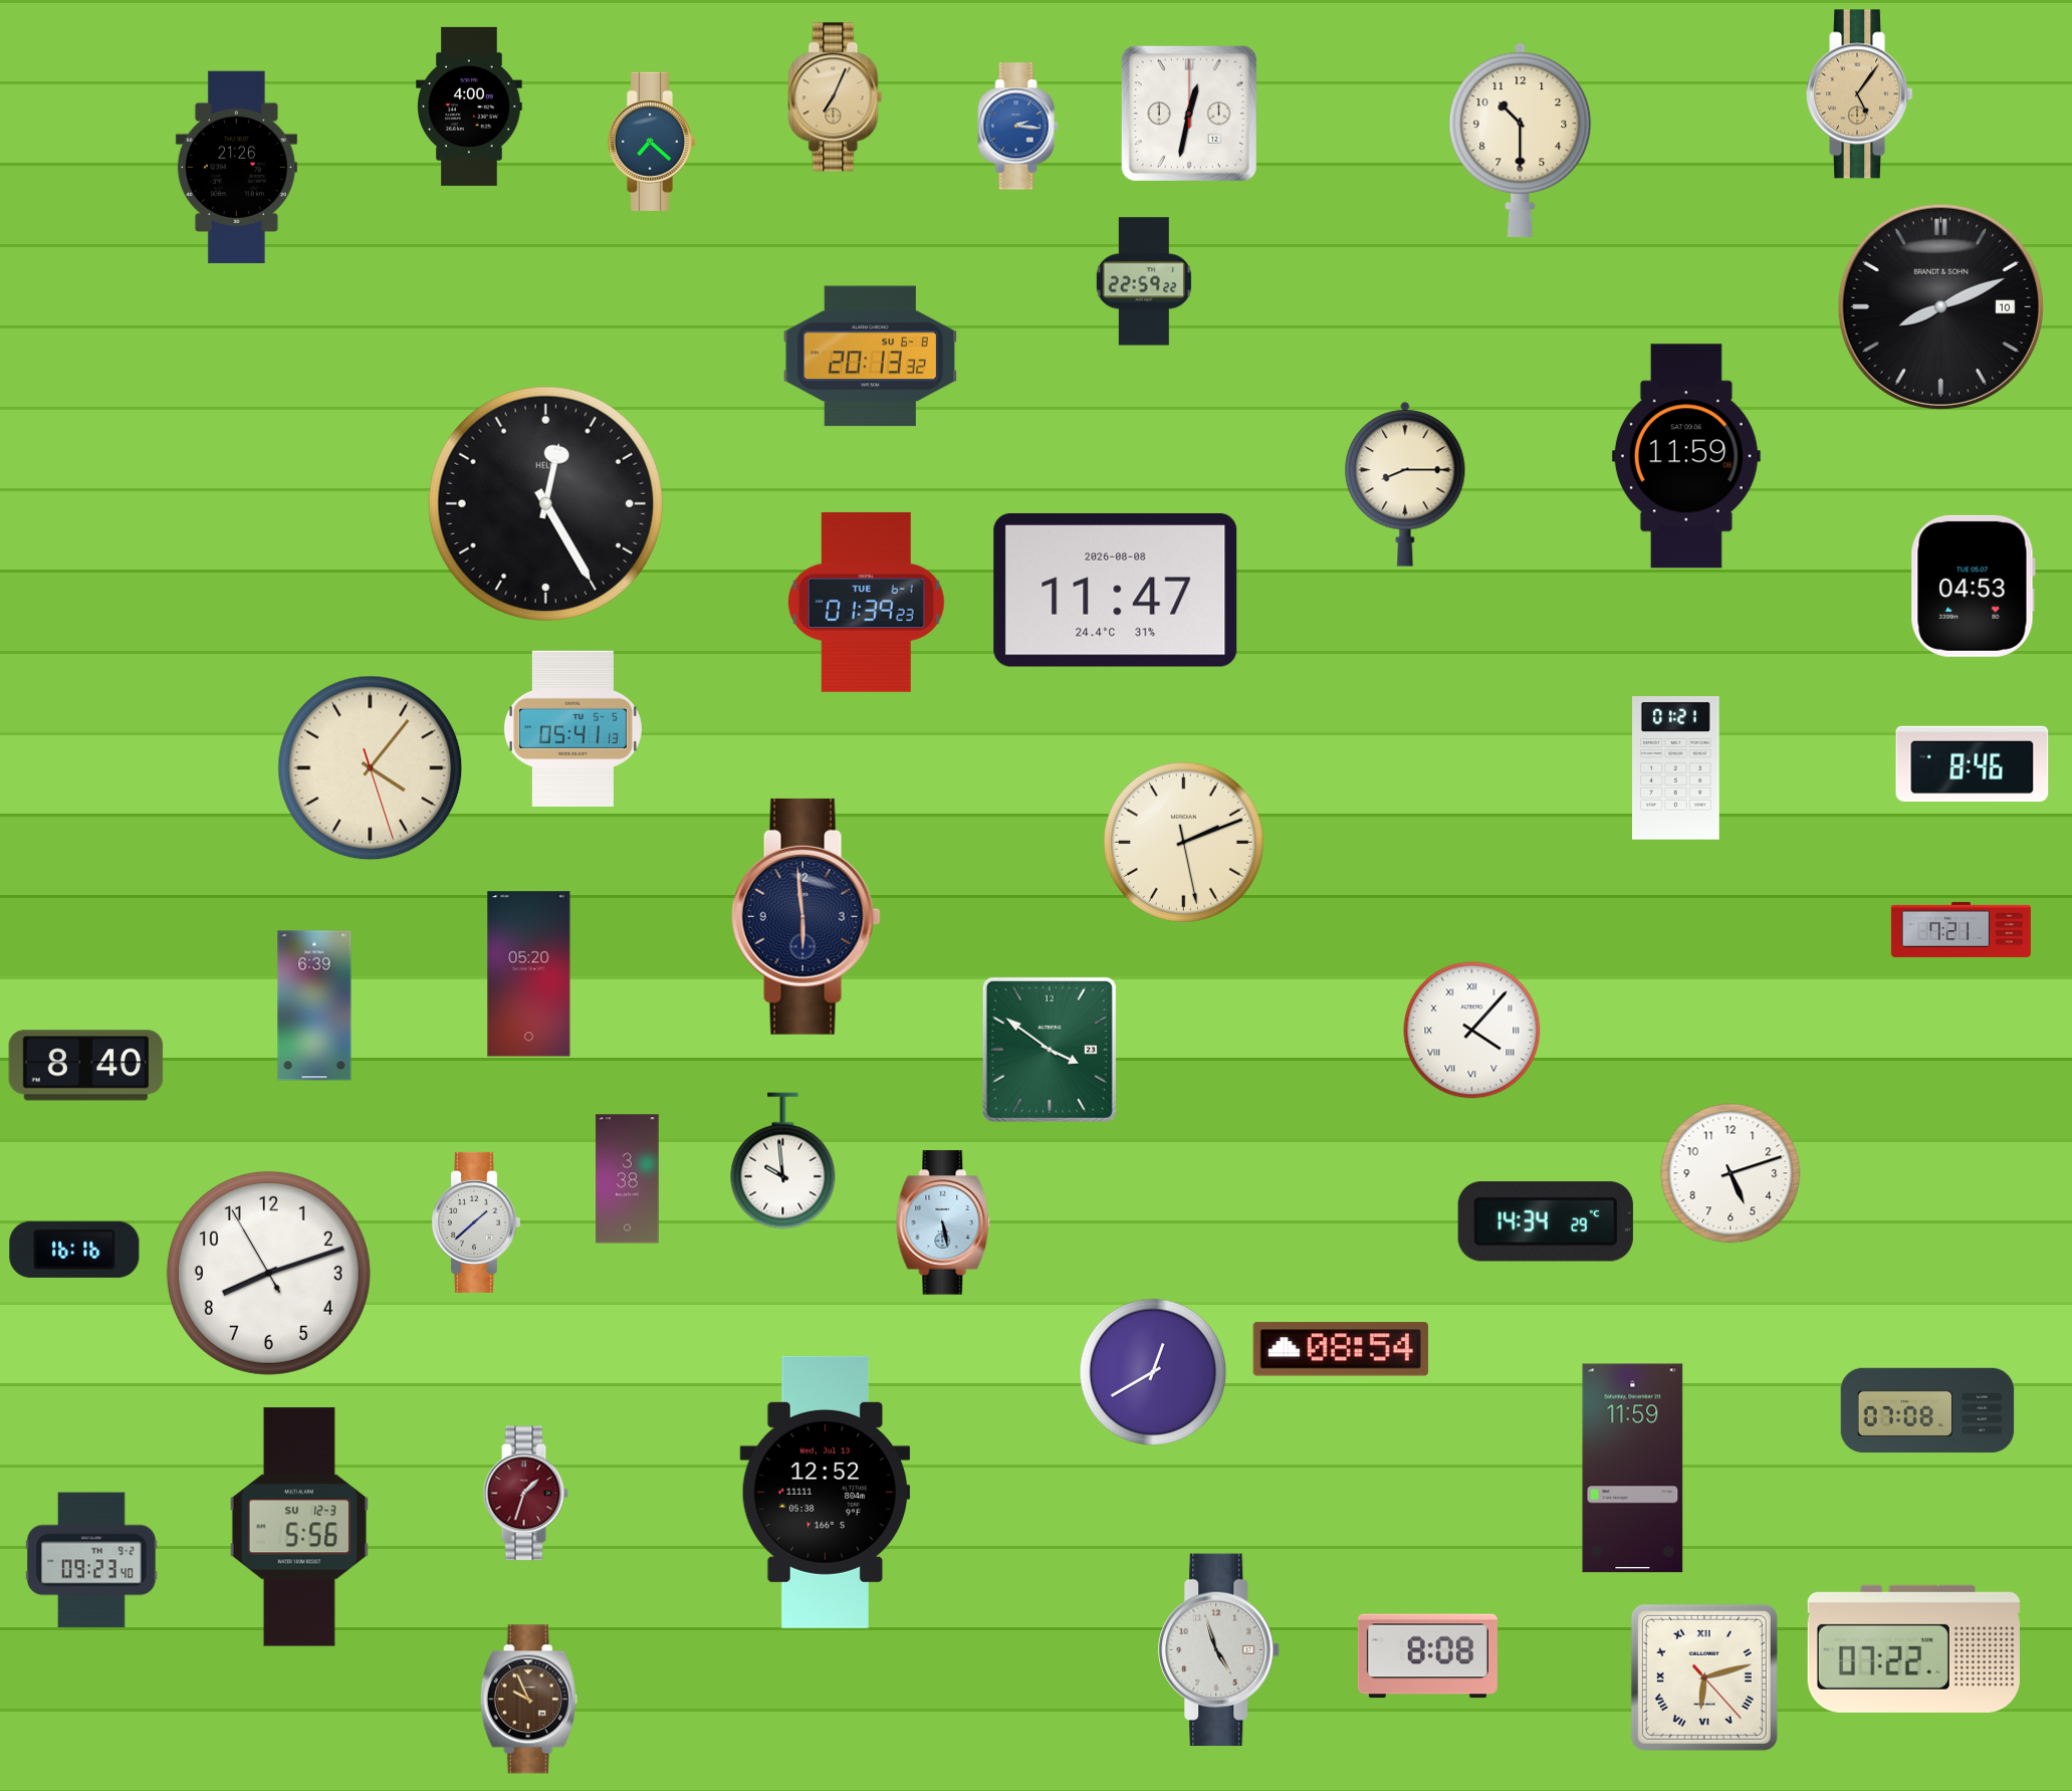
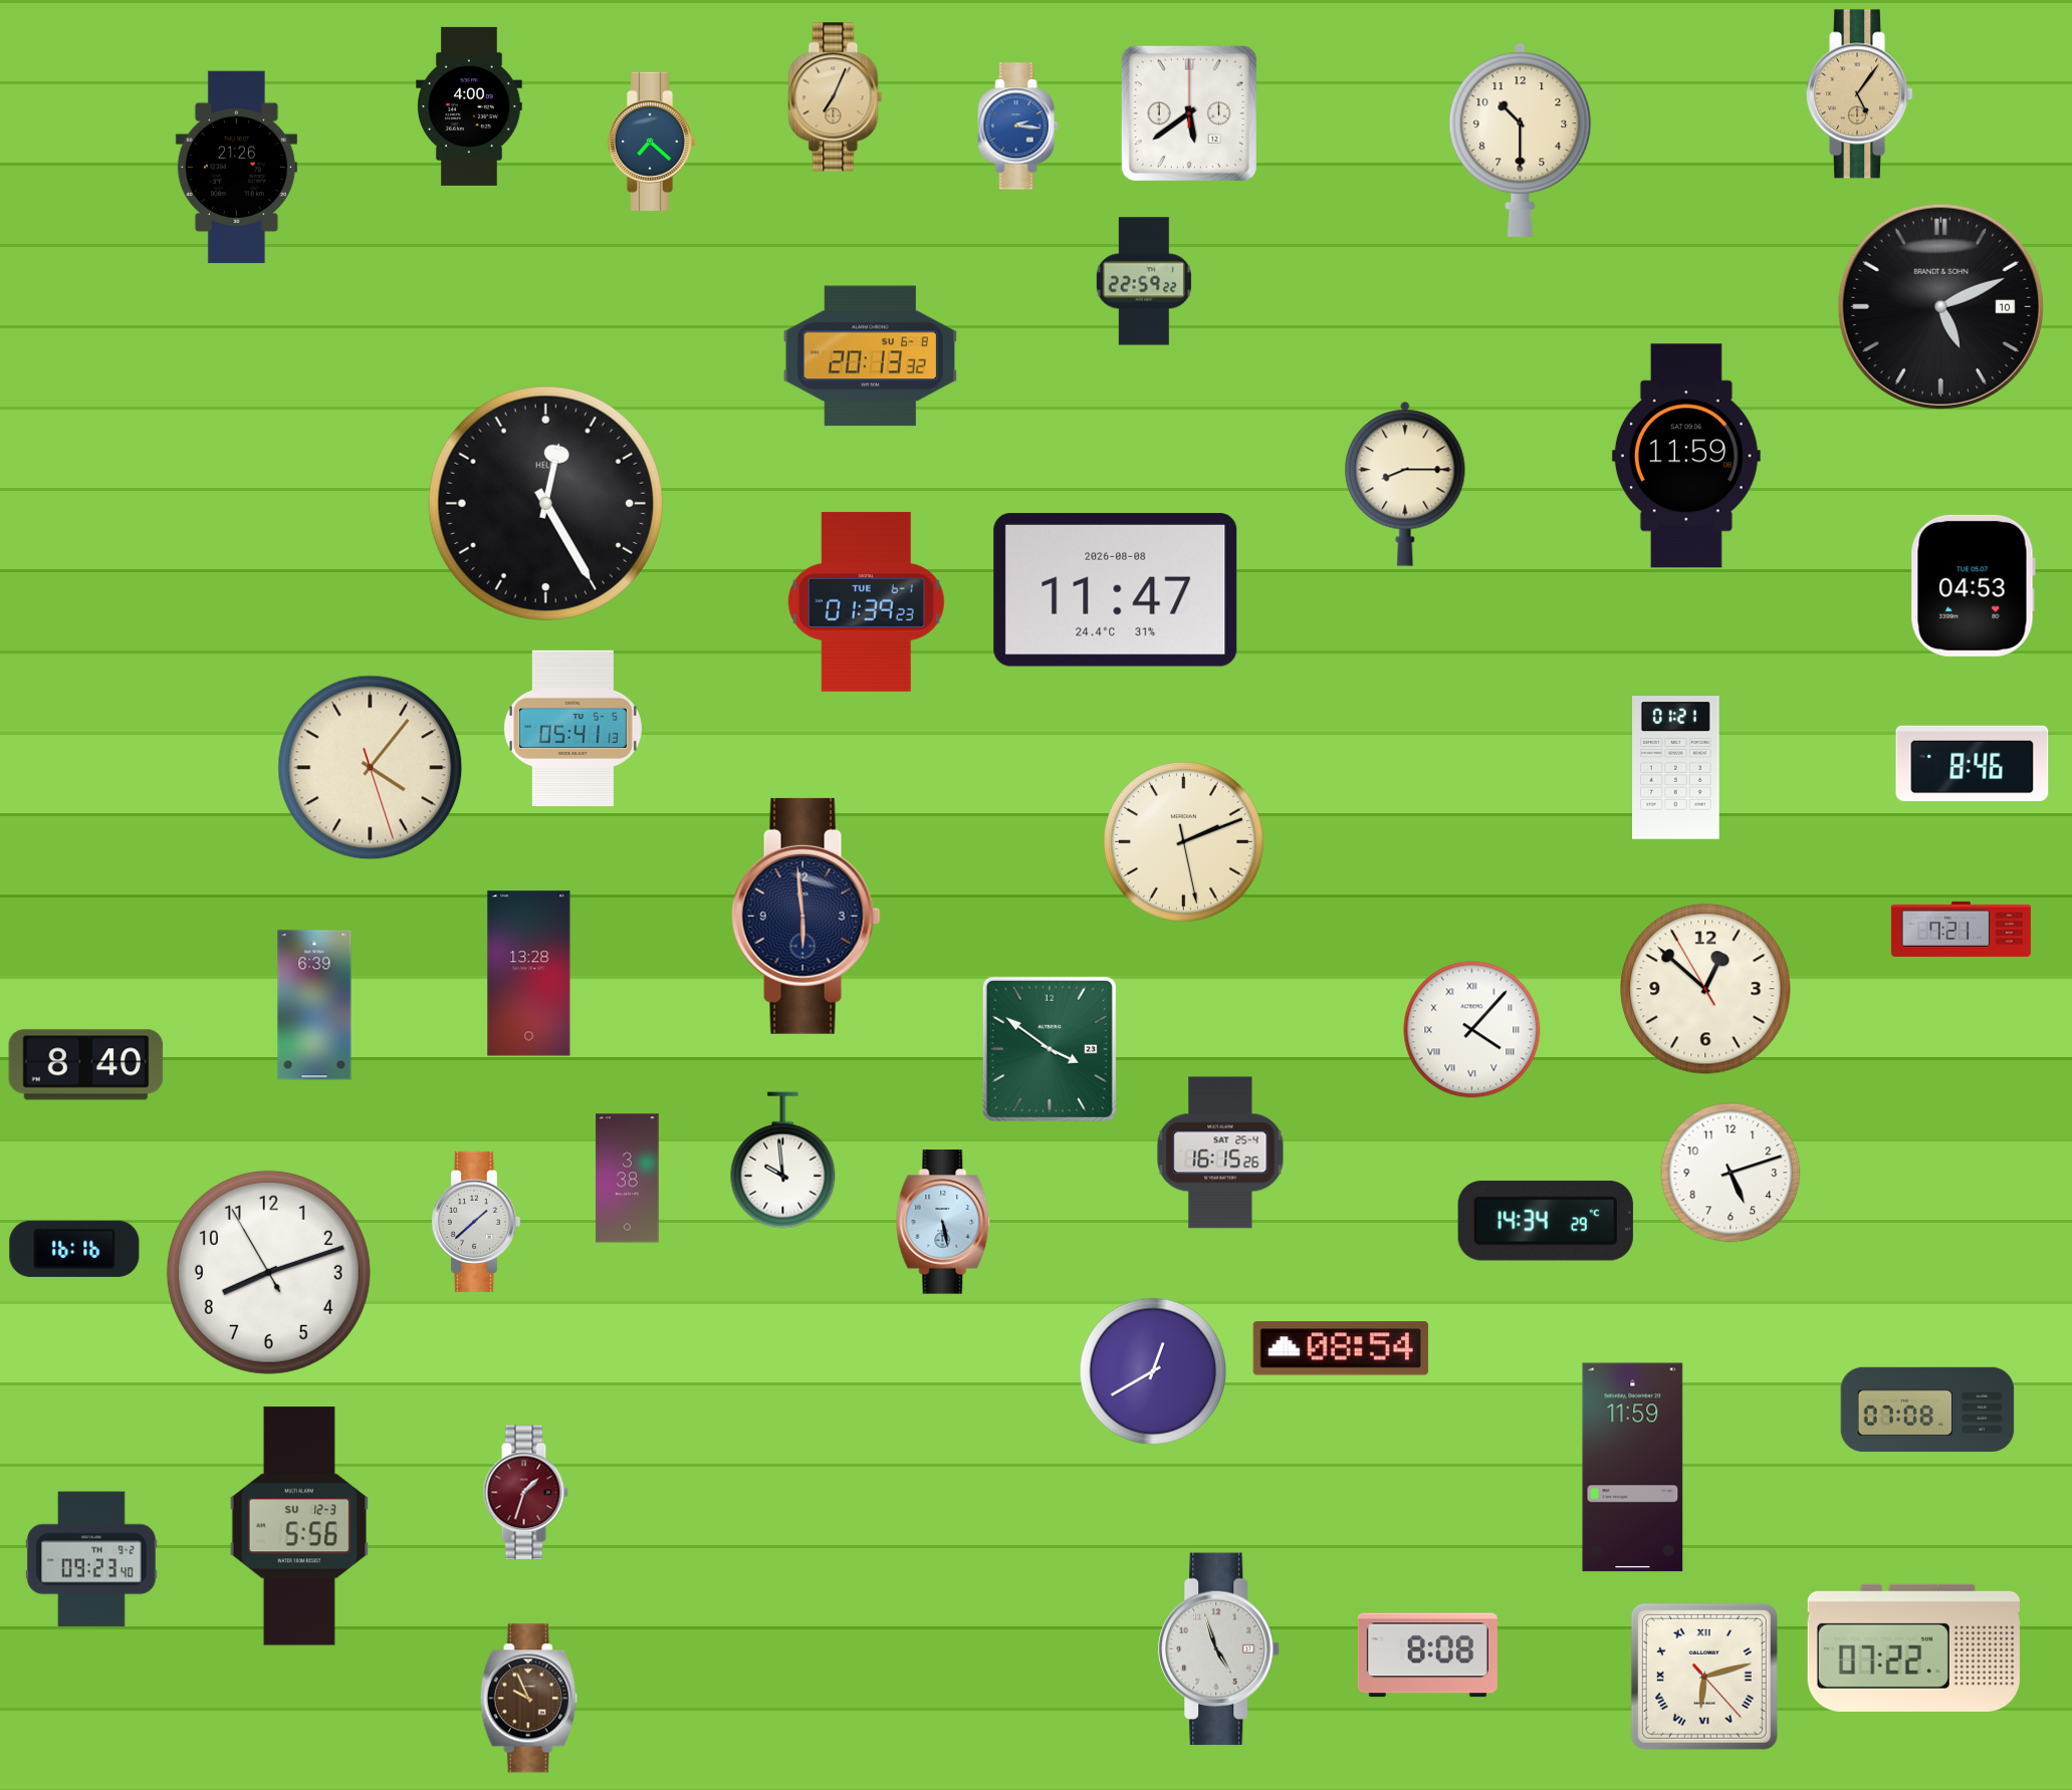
clock at (1189, 114): 12:32 -> 5:39
clock at (1940, 306): 8:11 -> 5:11
clock at (529, 974): 05:20 -> 13:28
clock at (1705, 989): none -> 12:51
clock at (1220, 1153): none -> 16:15
clock at (826, 1492): 12:52 -> none
